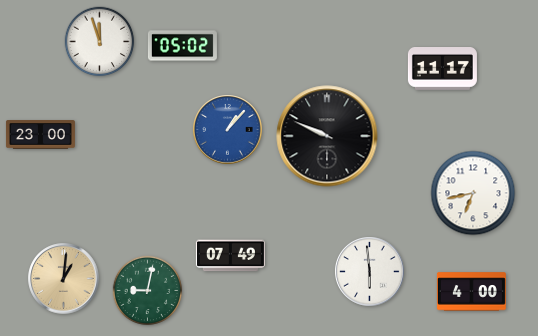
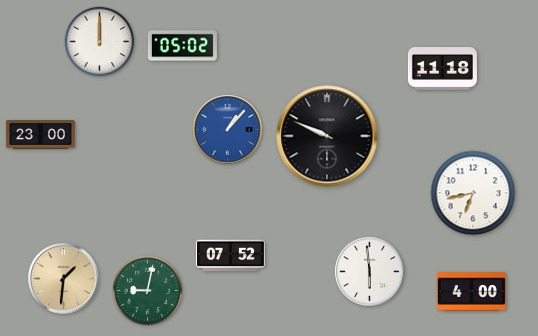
clock at (100, 42): 11:57 -> 12:00
clock at (442, 69): 11:17 -> 11:18
clock at (230, 256): 07:49 -> 07:52
clock at (64, 279): 1:01 -> 1:31
